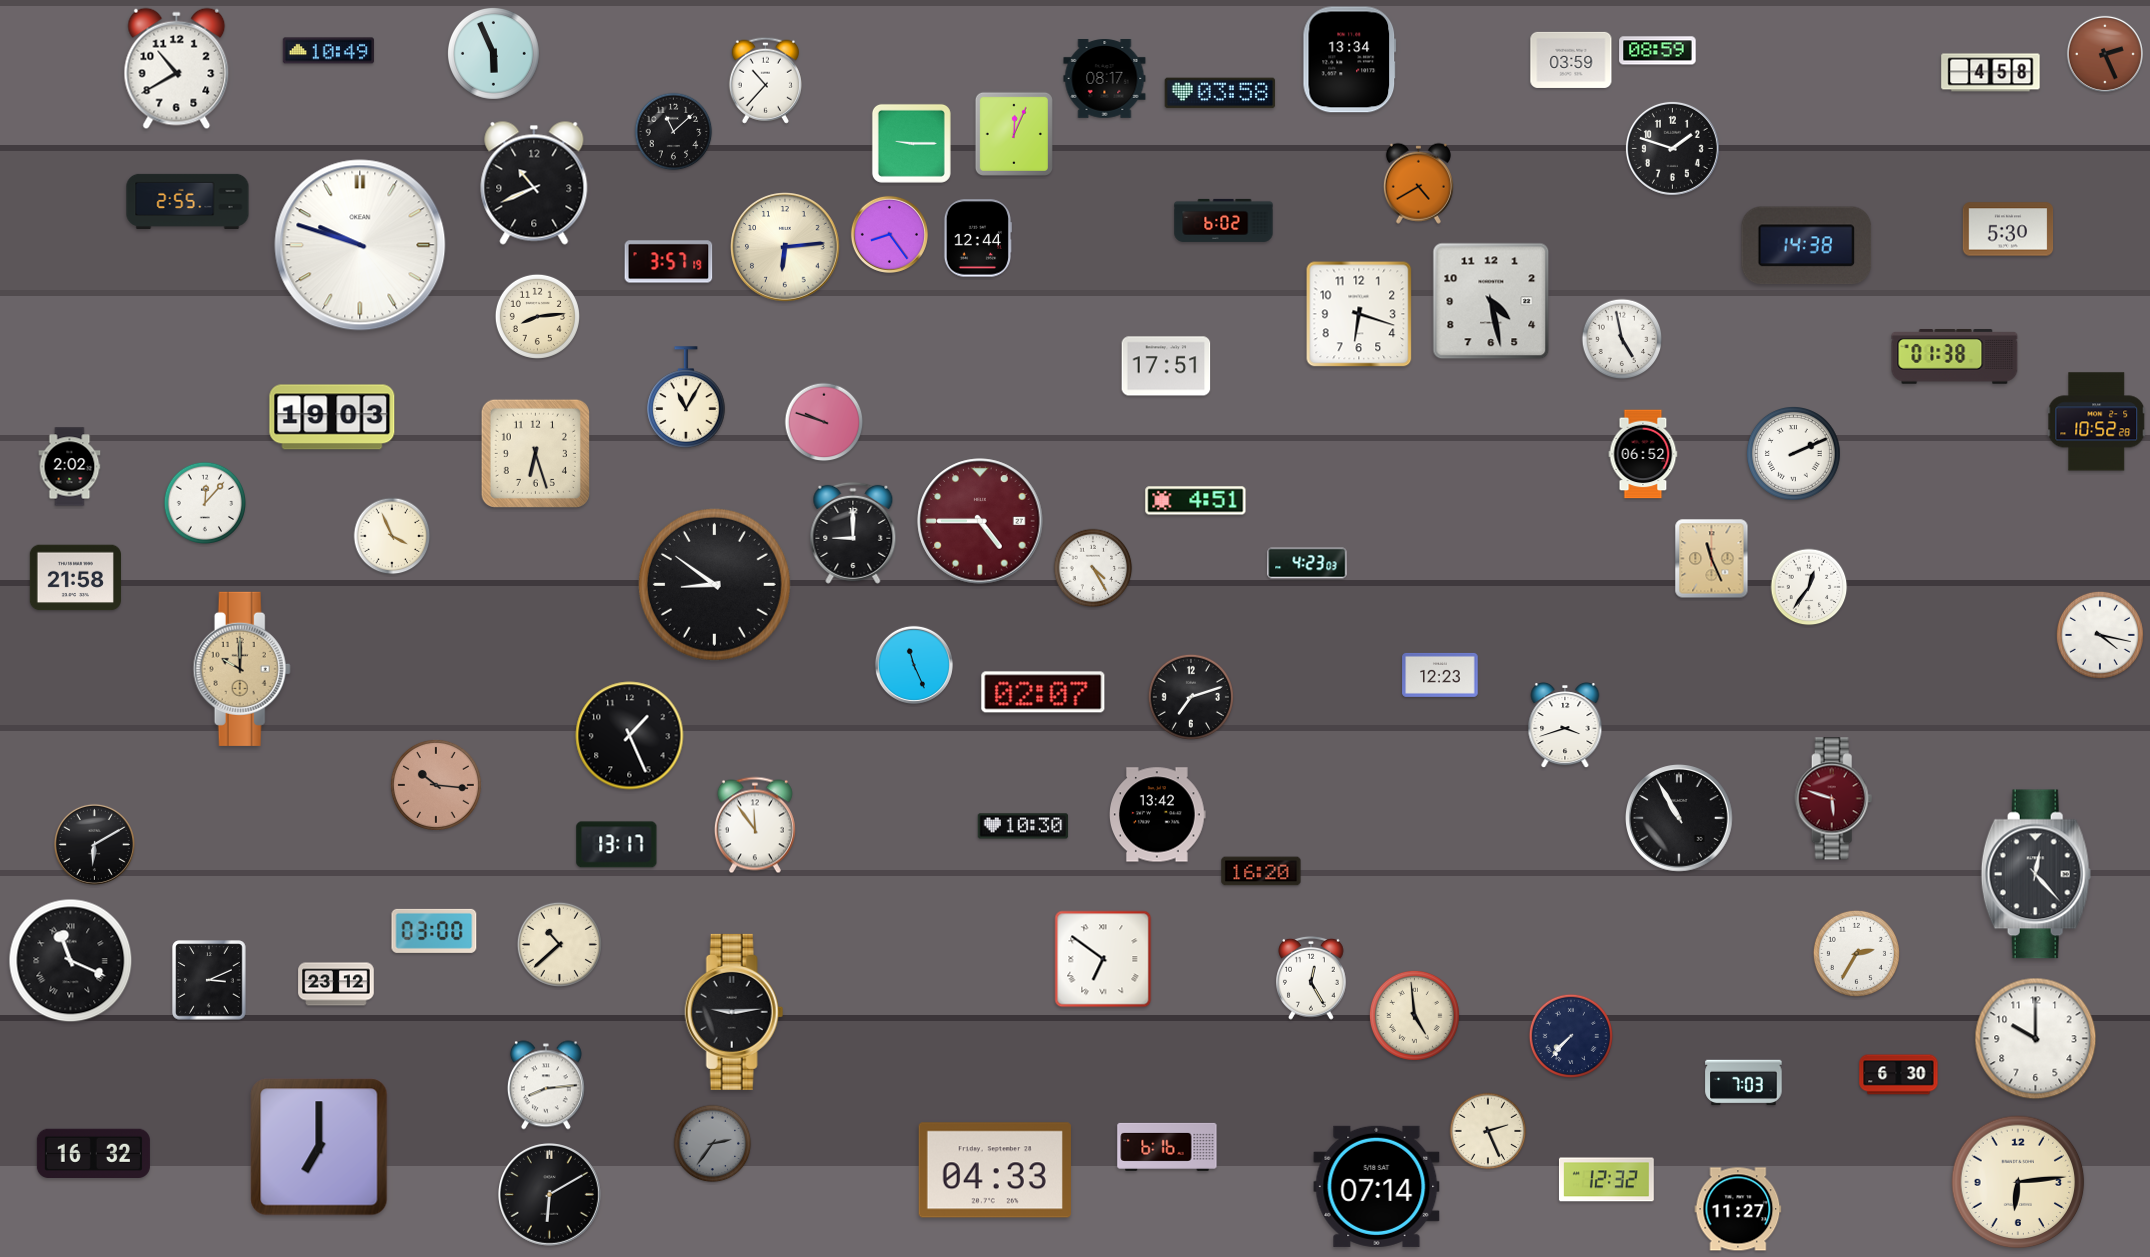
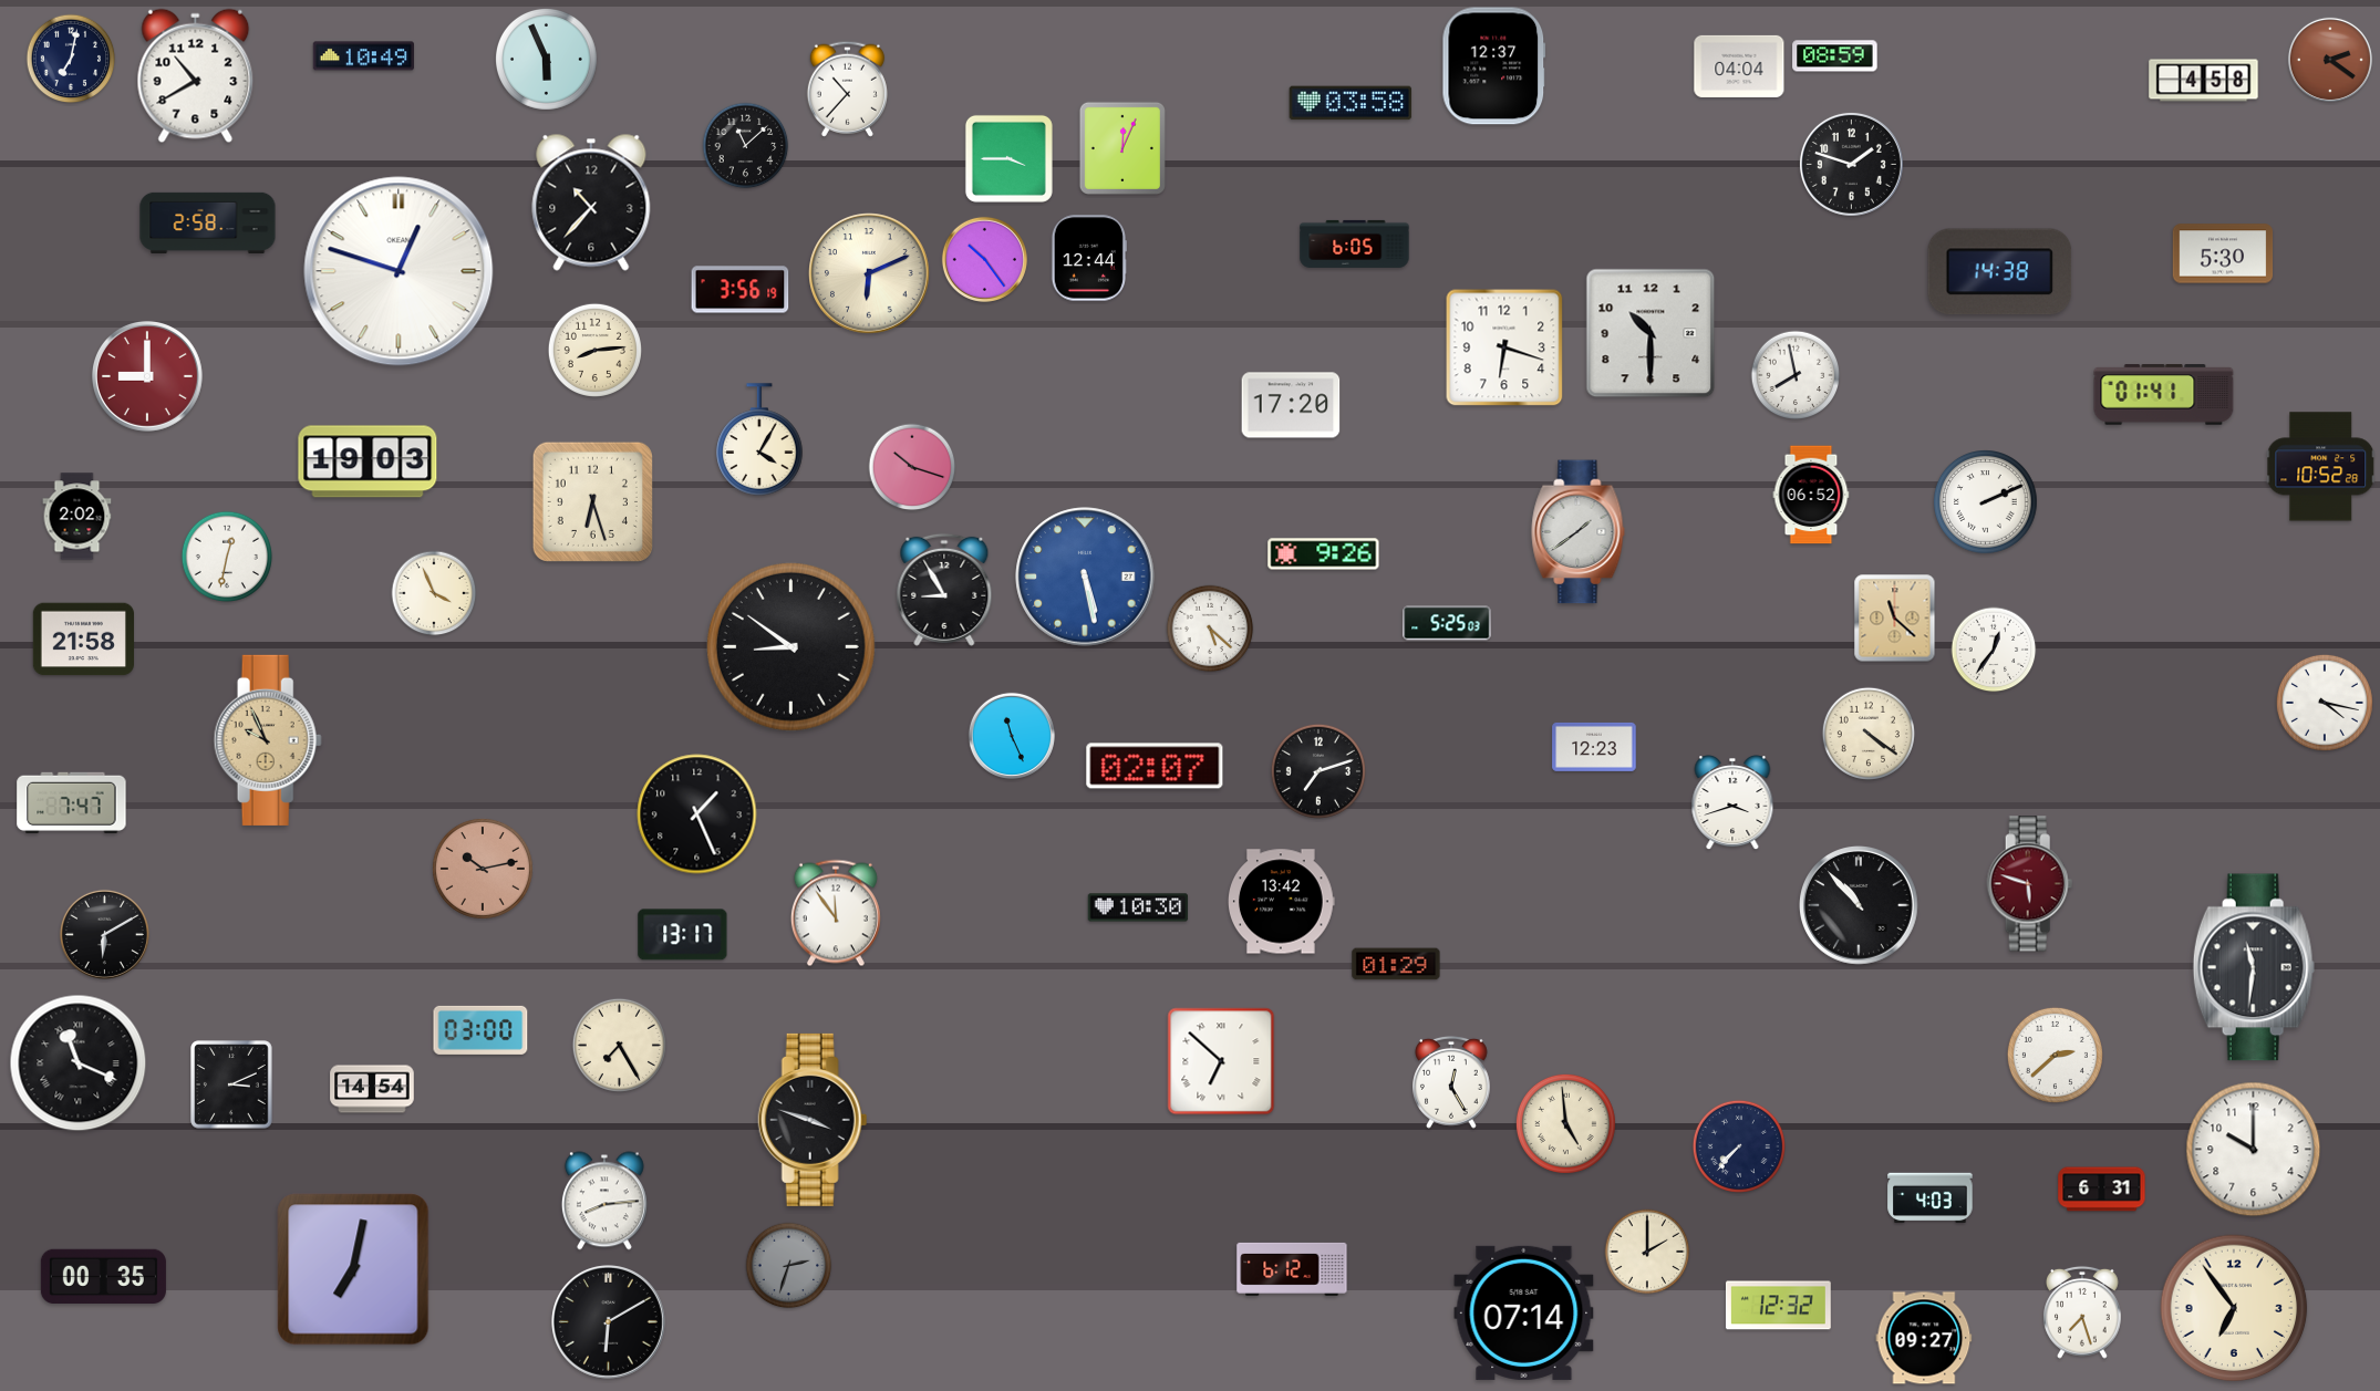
clock at (71, 59): none -> 7:02
clock at (2105, 54): 2:26 -> 2:21
clock at (1350, 60): 13:34 -> 12:37
clock at (1571, 60): 03:59 -> 04:04
clock at (1105, 79): 08:17 -> none
clock at (911, 143): 9:15 -> 3:45
clock at (534, 183): 10:41 -> 10:37
clock at (1418, 183): 4:40 -> none
clock at (188, 201): 2:55 -> 2:58
clock at (1224, 220): 6:02 -> 6:05
clock at (889, 234): 8:24 -> 10:24
clock at (977, 238) position: (977, 238) -> (1088, 258)
clock at (360, 245): 9:48 -> 12:48
clock at (785, 247): 6:14 -> 6:11
clock at (669, 262): 3:57 -> 3:56
clock at (1491, 301): 4:28 -> 10:30
clock at (1622, 339): 4:58 -> 7:58
clock at (147, 376): none -> 9:00
clock at (1955, 357): 01:38 -> 01:41
clock at (1166, 366): 17:51 -> 17:20
clock at (686, 397): 11:05 -> 4:05
clock at (824, 422): 9:48 -> 10:18
clock at (1643, 454) position: (1643, 454) -> (1811, 495)
clock at (1579, 532): none -> 1:39
clock at (1196, 501): 4:51 -> 9:26
clock at (205, 503): 12:07 -> 12:32
clock at (980, 521): 4:45 -> 5:28
clock at (980, 521) dial: burgundy -> blue
clock at (853, 533): 9:00 -> 8:55
clock at (1712, 559): 11:26 -> 11:22
clock at (1307, 563): 4:23 -> 5:25
clock at (1093, 568): 4:25 -> 5:22
clock at (1809, 587) position: (1809, 587) -> (1994, 650)
clock at (1869, 734): none -> 4:21
clock at (242, 669): 10:00 -> 9:56
clock at (72, 802): none -> 7:47
clock at (436, 785): 10:16 -> 10:13
clock at (1680, 819): 10:55 -> 10:53
clock at (1023, 826) position: (1023, 826) -> (1138, 907)
clock at (1261, 871): 16:20 -> 01:29
clock at (2036, 874): 12:23 -> 11:31
clock at (559, 944): 10:38 -> 7:25
clock at (1856, 953): 2:35 -> 2:38
clock at (1103, 959): 6:51 -> 6:52
clock at (336, 984): 23:12 -> 14:54
clock at (734, 1012): 9:14 -> 3:48
clock at (1899, 1075): 6:30 -> 6:31
clock at (1744, 1083): 7:03 -> 4:03
clock at (1488, 1131): 2:26 -> 2:00
clock at (713, 1144): 2:36 -> 2:33
clock at (319, 1147): 7:00 -> 7:02
clock at (1167, 1147): 6:16 -> 6:12
clock at (93, 1153): 16:32 -> 00:35
clock at (995, 1170): 04:33 -> none
clock at (2018, 1182): 6:14 -> 6:54
clock at (2083, 1312): none -> 7:27
clock at (1738, 1209): 11:27 -> 09:27
